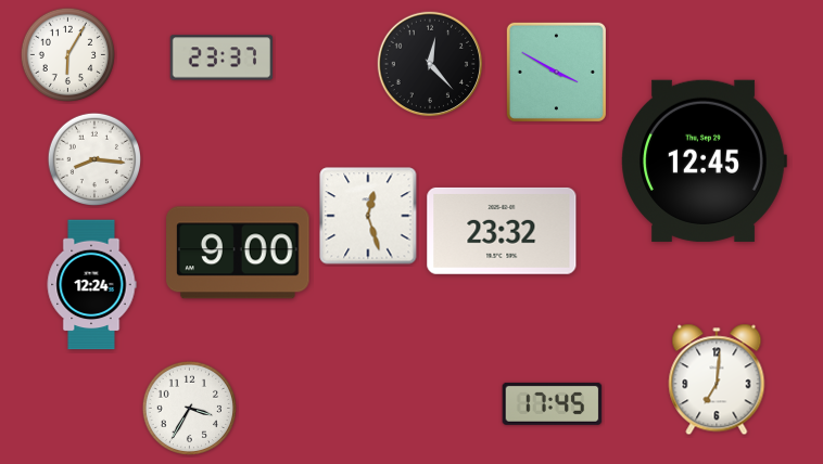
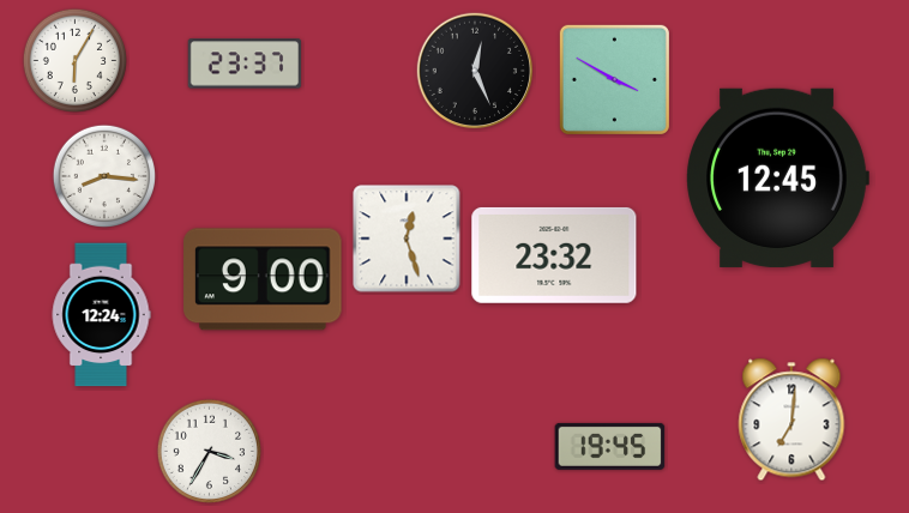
clock at (430, 64): 12:23 -> 12:26
clock at (553, 403): 17:45 -> 19:45
